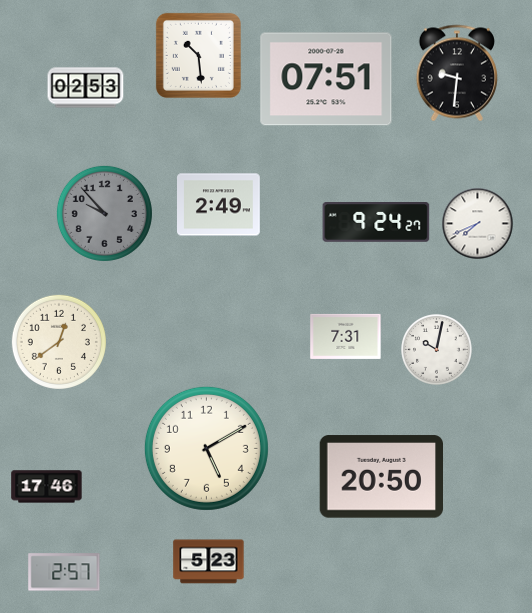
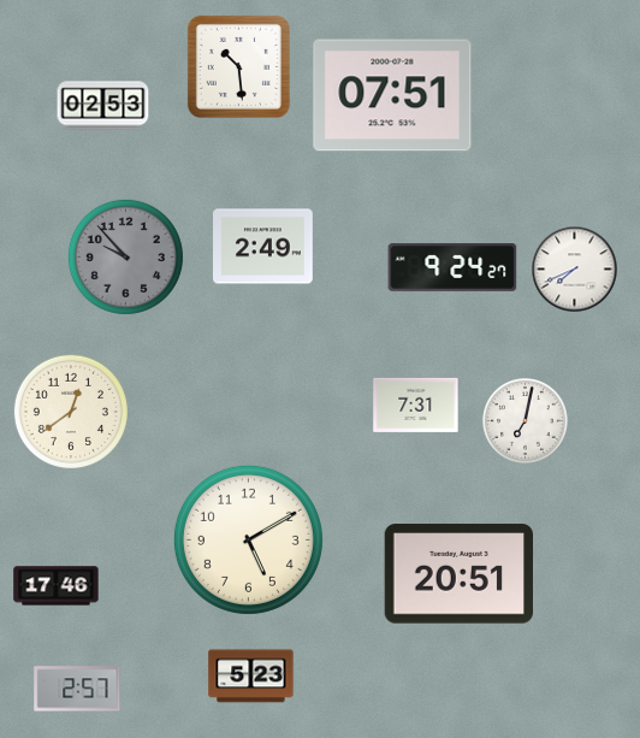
clock at (457, 73): 9:31 -> none
clock at (437, 350): 10:02 -> 7:02
clock at (381, 477): 20:50 -> 20:51
